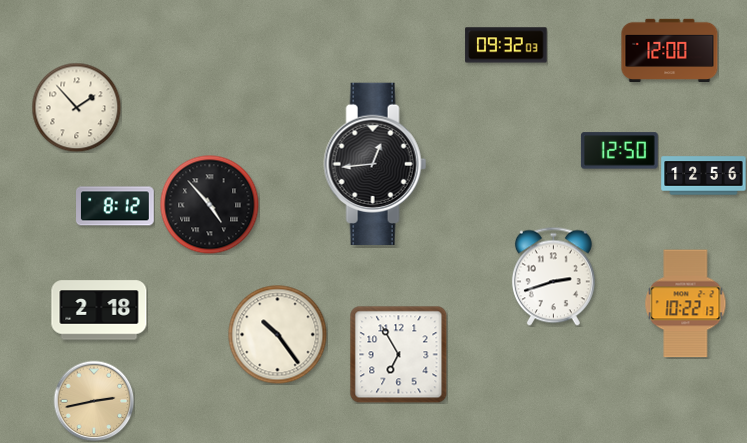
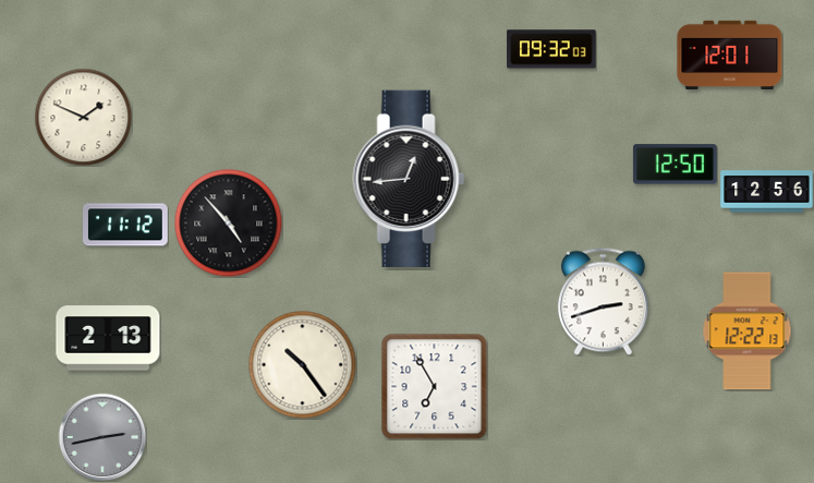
clock at (670, 51): 12:00 -> 12:01
clock at (76, 107): 1:53 -> 1:49
clock at (116, 206): 8:12 -> 11:12
clock at (686, 304): 10:22 -> 12:22
clock at (99, 310): 2:18 -> 2:13
clock at (94, 401) dial: champagne -> grey
